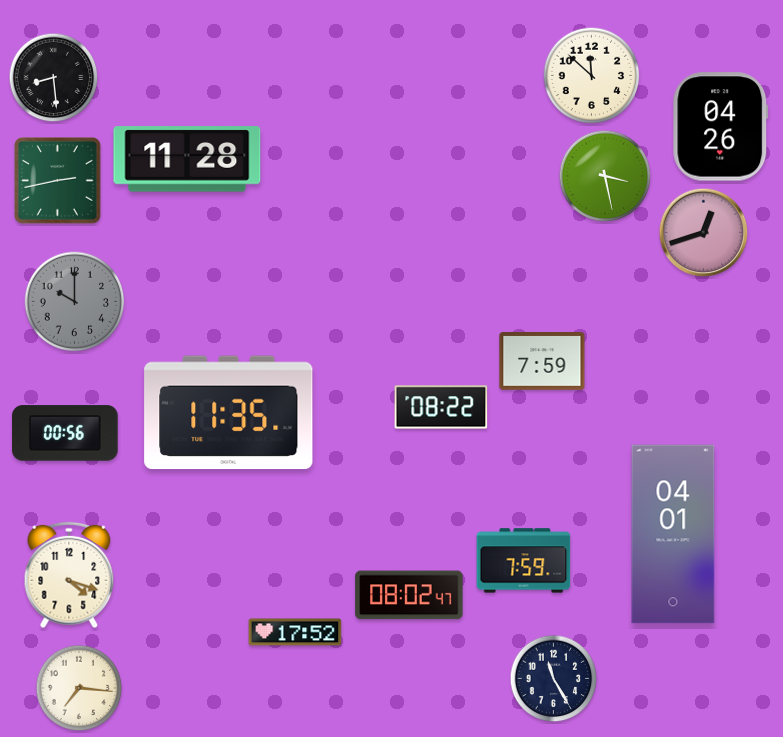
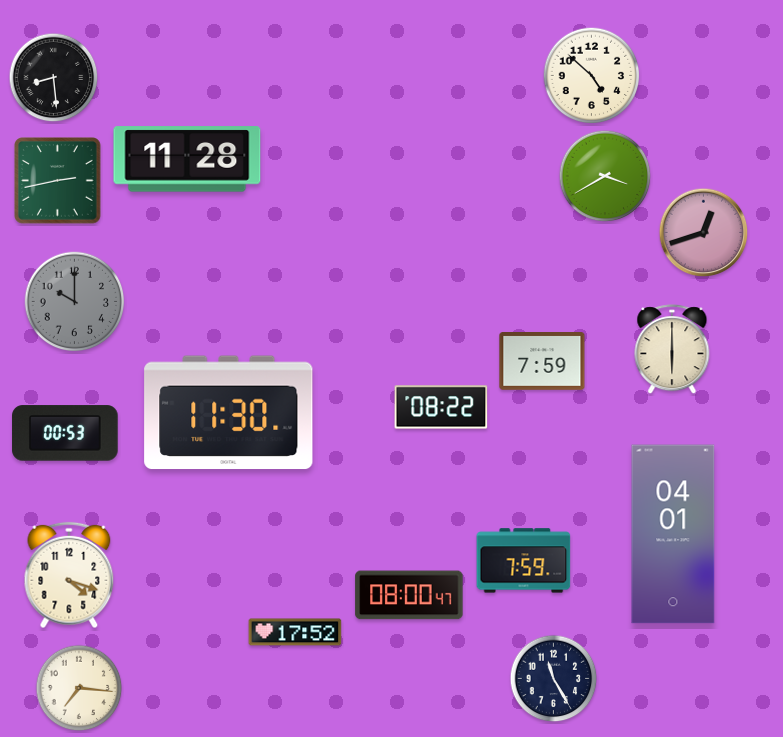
clock at (592, 76): 11:52 -> 4:52
clock at (721, 127): 04:26 -> none
clock at (605, 176): 3:28 -> 3:40
clock at (672, 350): none -> 6:00
clock at (229, 413): 11:35 -> 11:30
clock at (65, 433): 00:56 -> 00:53
clock at (409, 595): 08:02 -> 08:00
